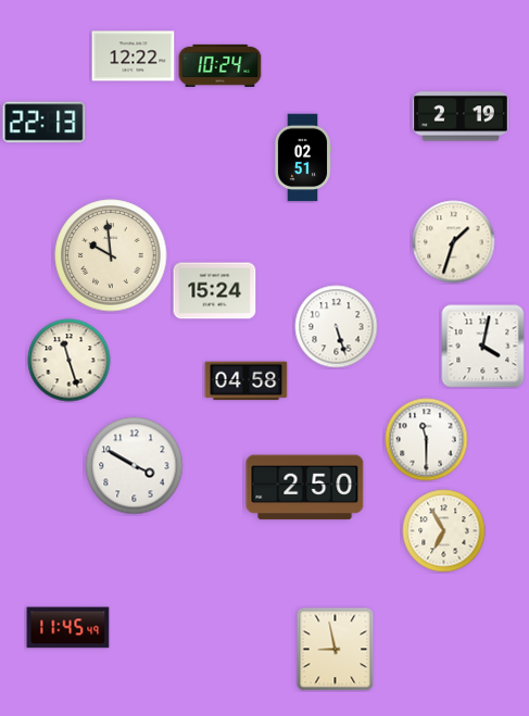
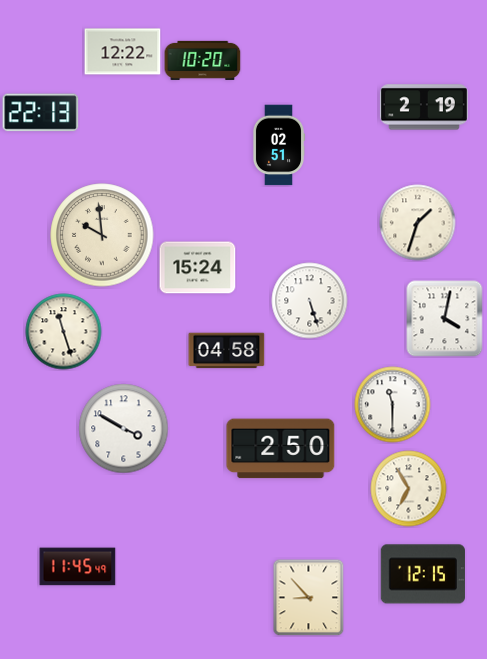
clock at (221, 65): 10:24 -> 10:20
clock at (423, 574): none -> 12:15
clock at (68, 628) position: (68, 628) -> (78, 567)
clock at (336, 649): 8:58 -> 8:53
